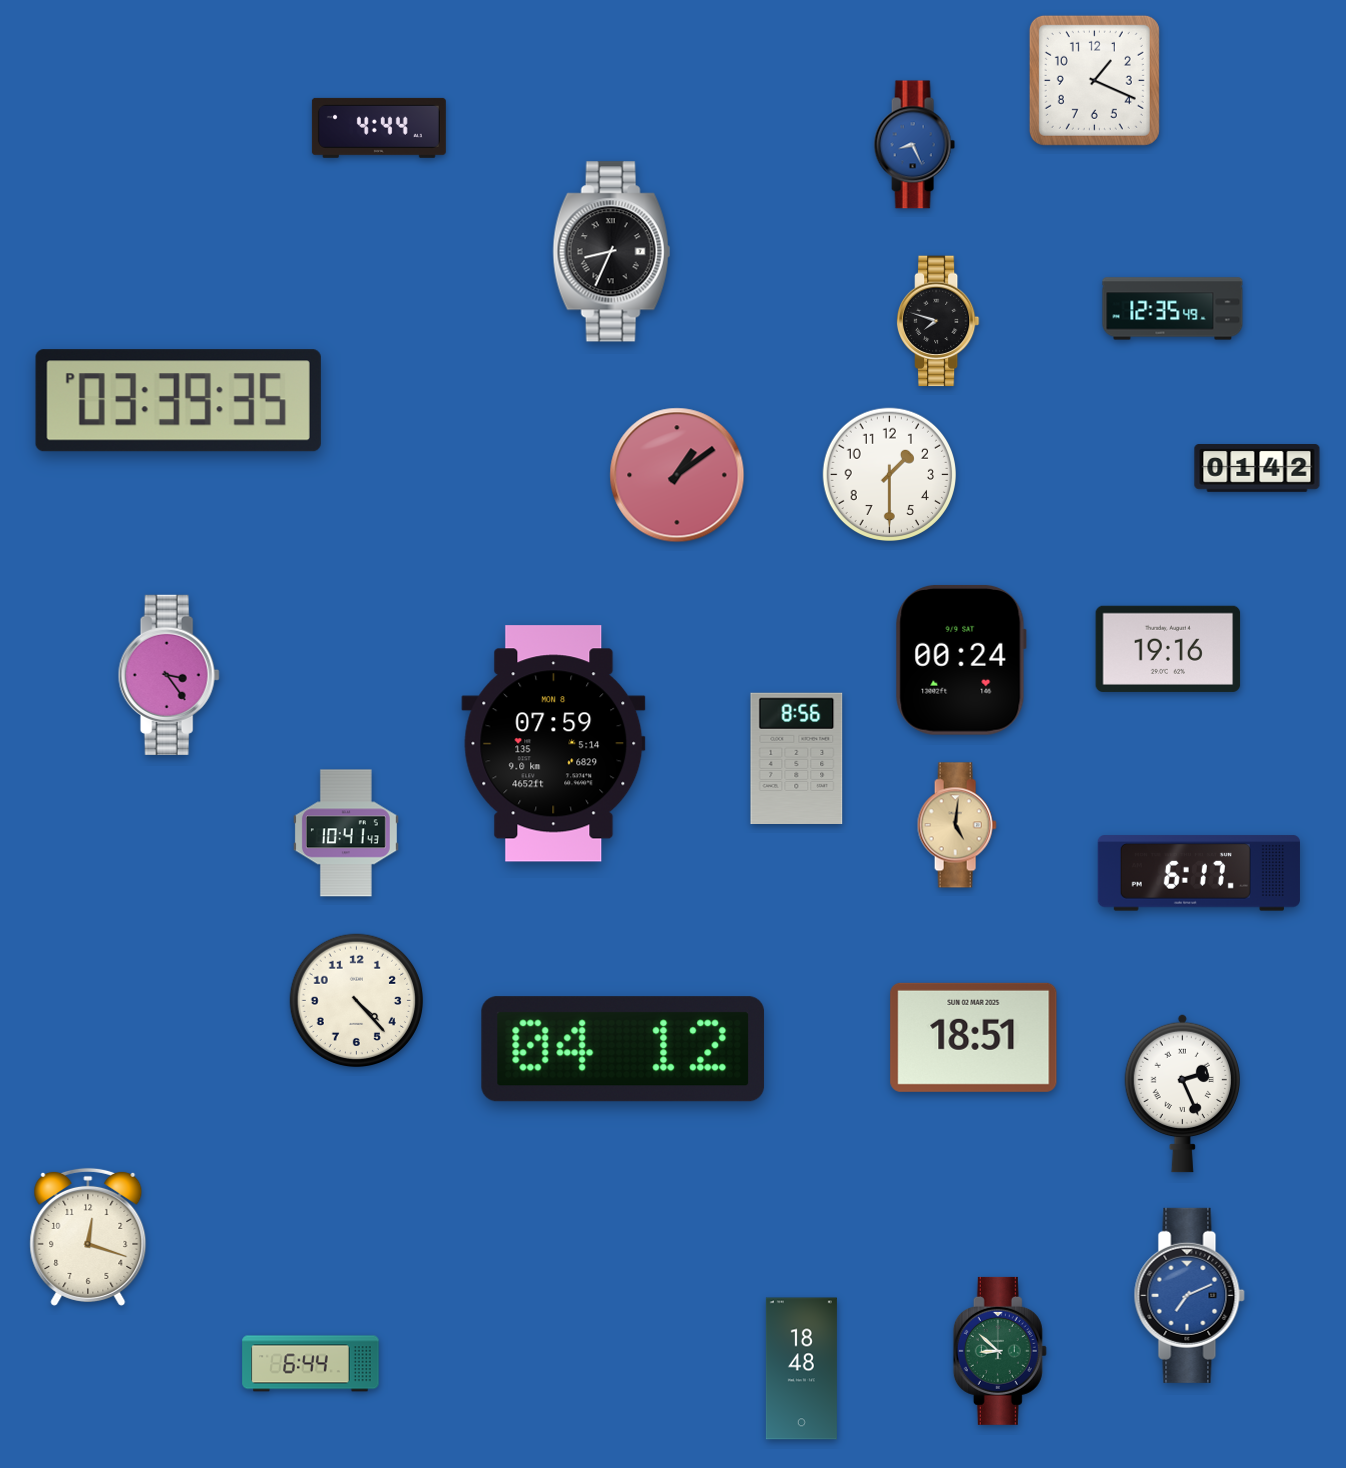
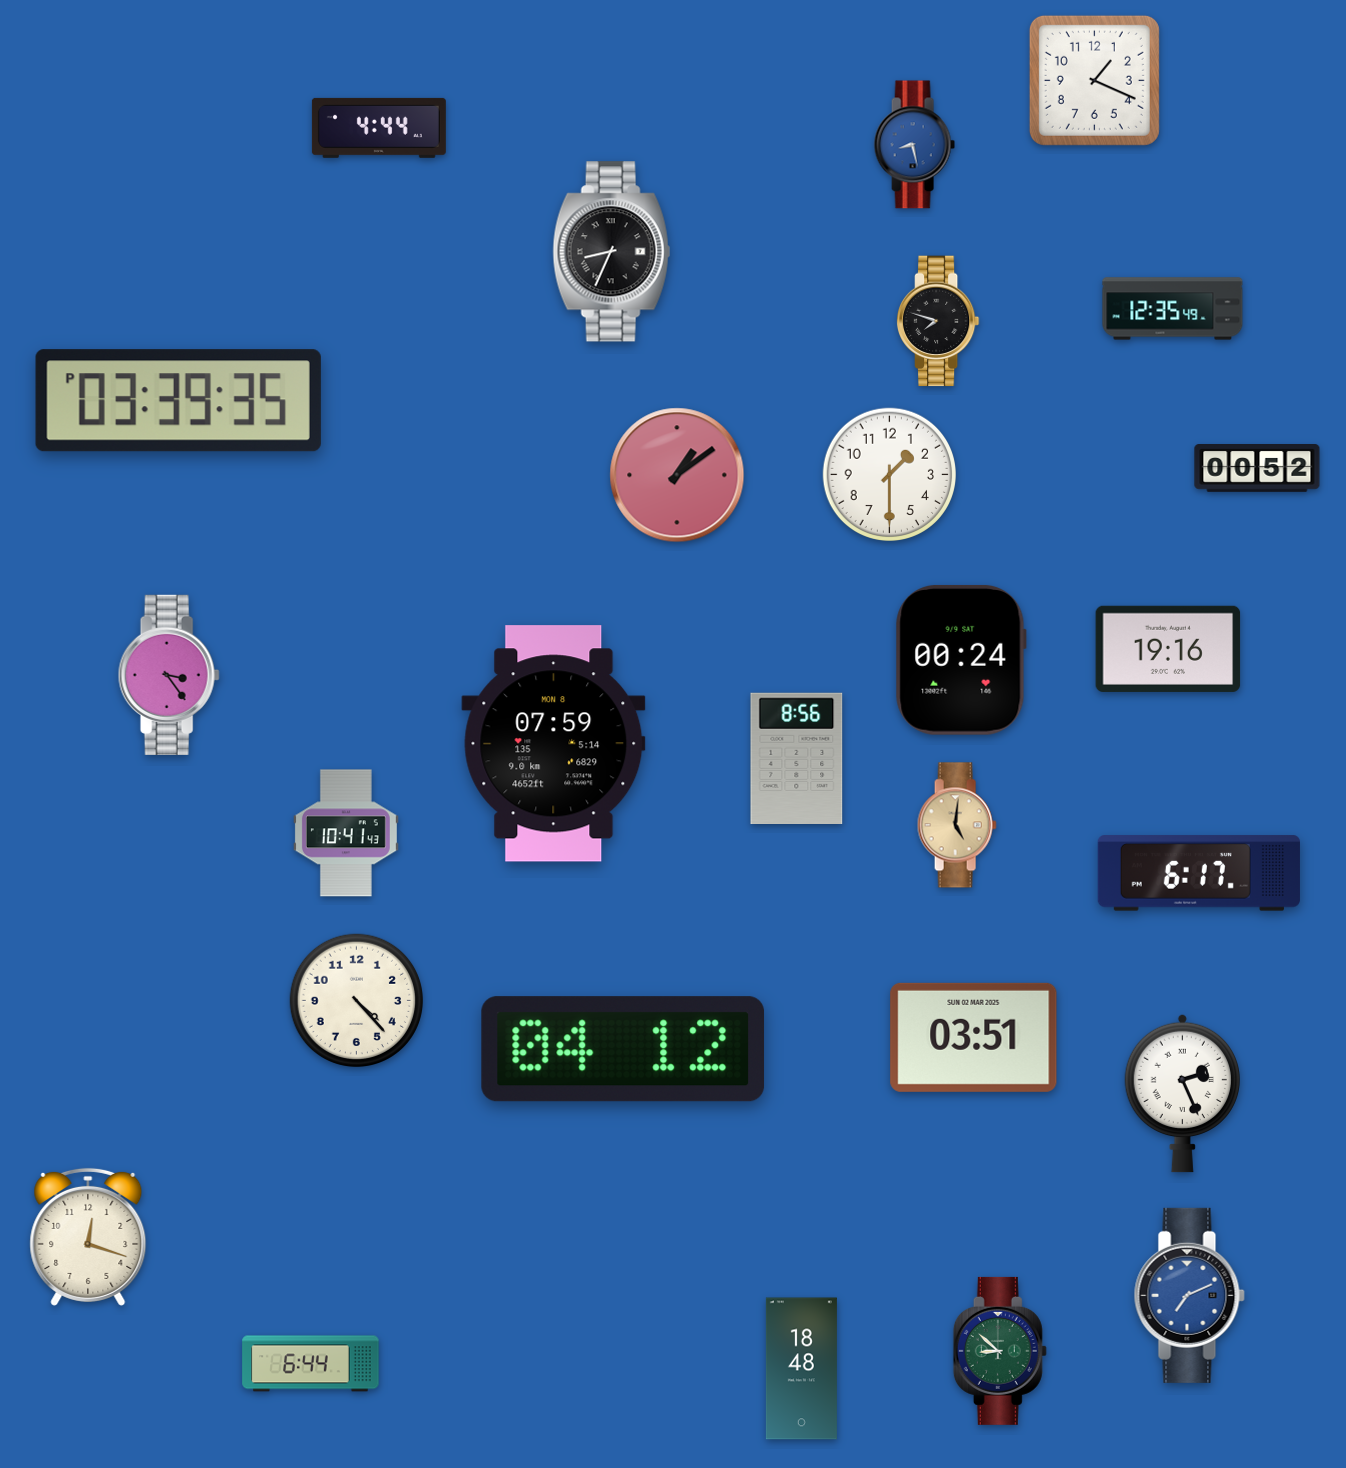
clock at (914, 145): 8:26 -> 8:28
clock at (1257, 469): 01:42 -> 00:52
clock at (974, 1037): 18:51 -> 03:51
